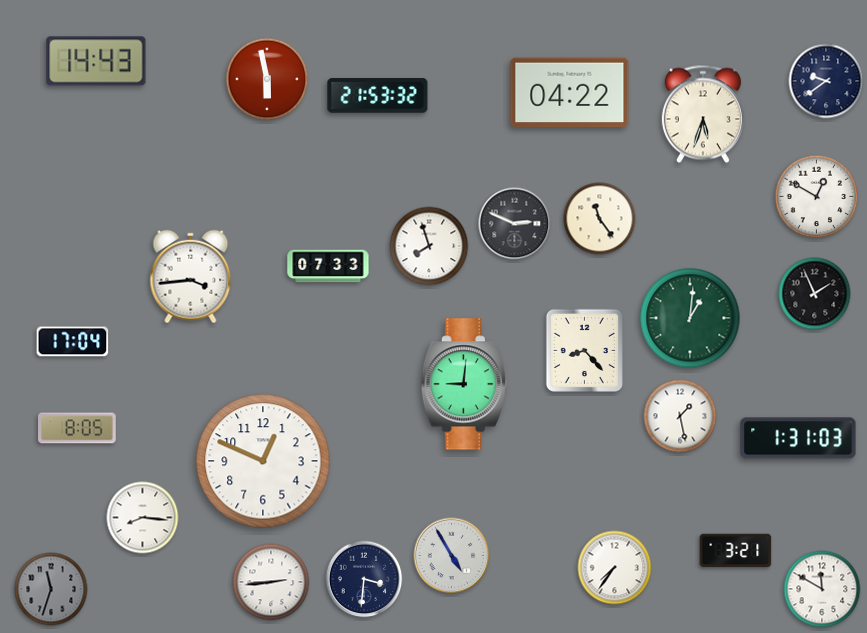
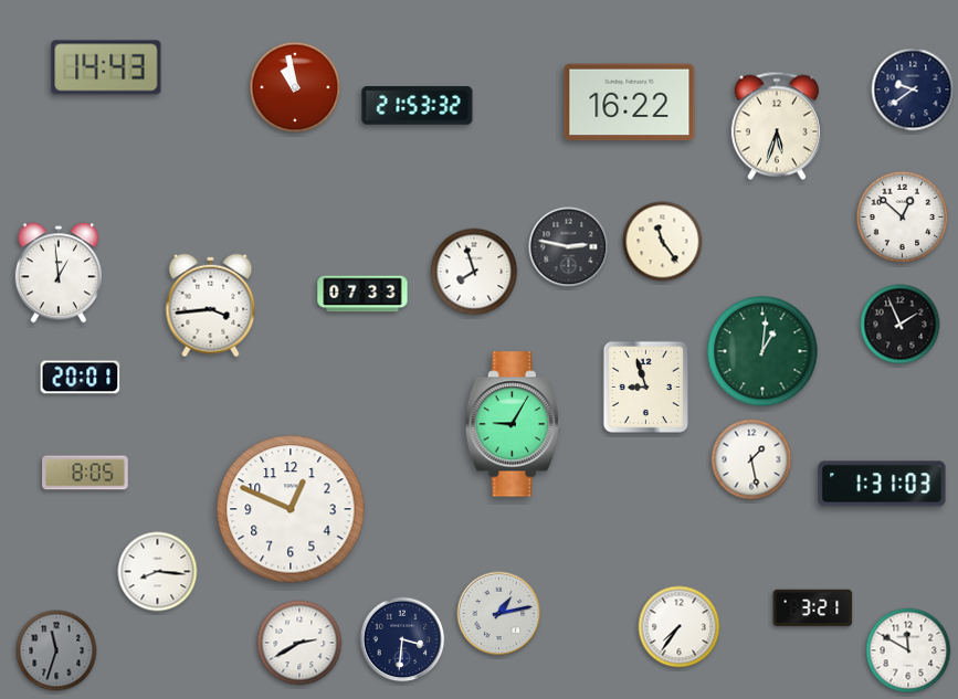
clock at (267, 79): 5:58 -> 10:58
clock at (570, 93): 04:22 -> 16:22
clock at (817, 197): 12:50 -> 12:52
clock at (515, 224): 2:49 -> 2:47
clock at (59, 273): none -> 12:59
clock at (73, 342): 17:04 -> 20:01
clock at (584, 350): 8:23 -> 8:57
clock at (463, 384): 9:01 -> 9:05
clock at (452, 556): 4:55 -> 1:13
clock at (271, 582): 2:44 -> 2:40
